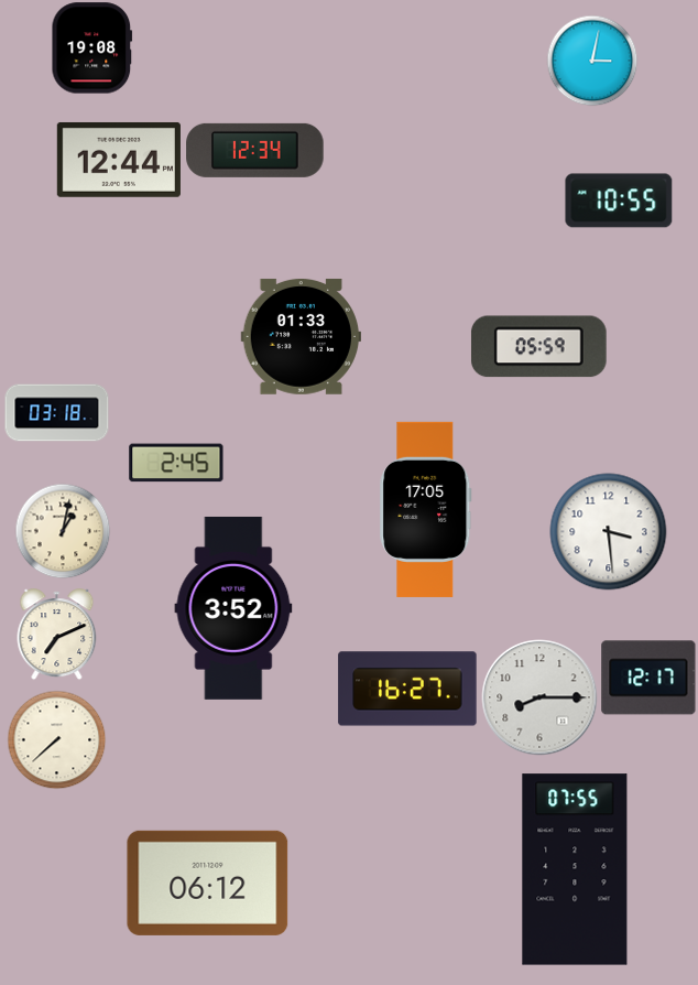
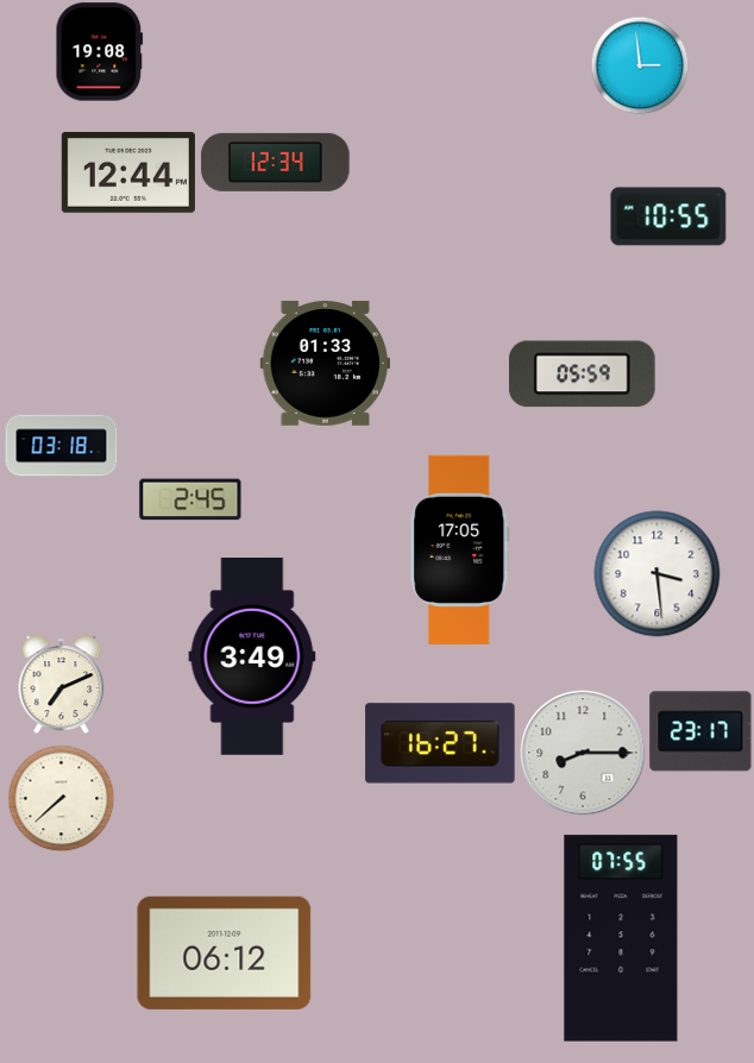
clock at (592, 61): 3:02 -> 2:59
clock at (63, 531): 1:02 -> none
clock at (233, 608): 3:52 -> 3:49
clock at (648, 678): 12:17 -> 23:17
